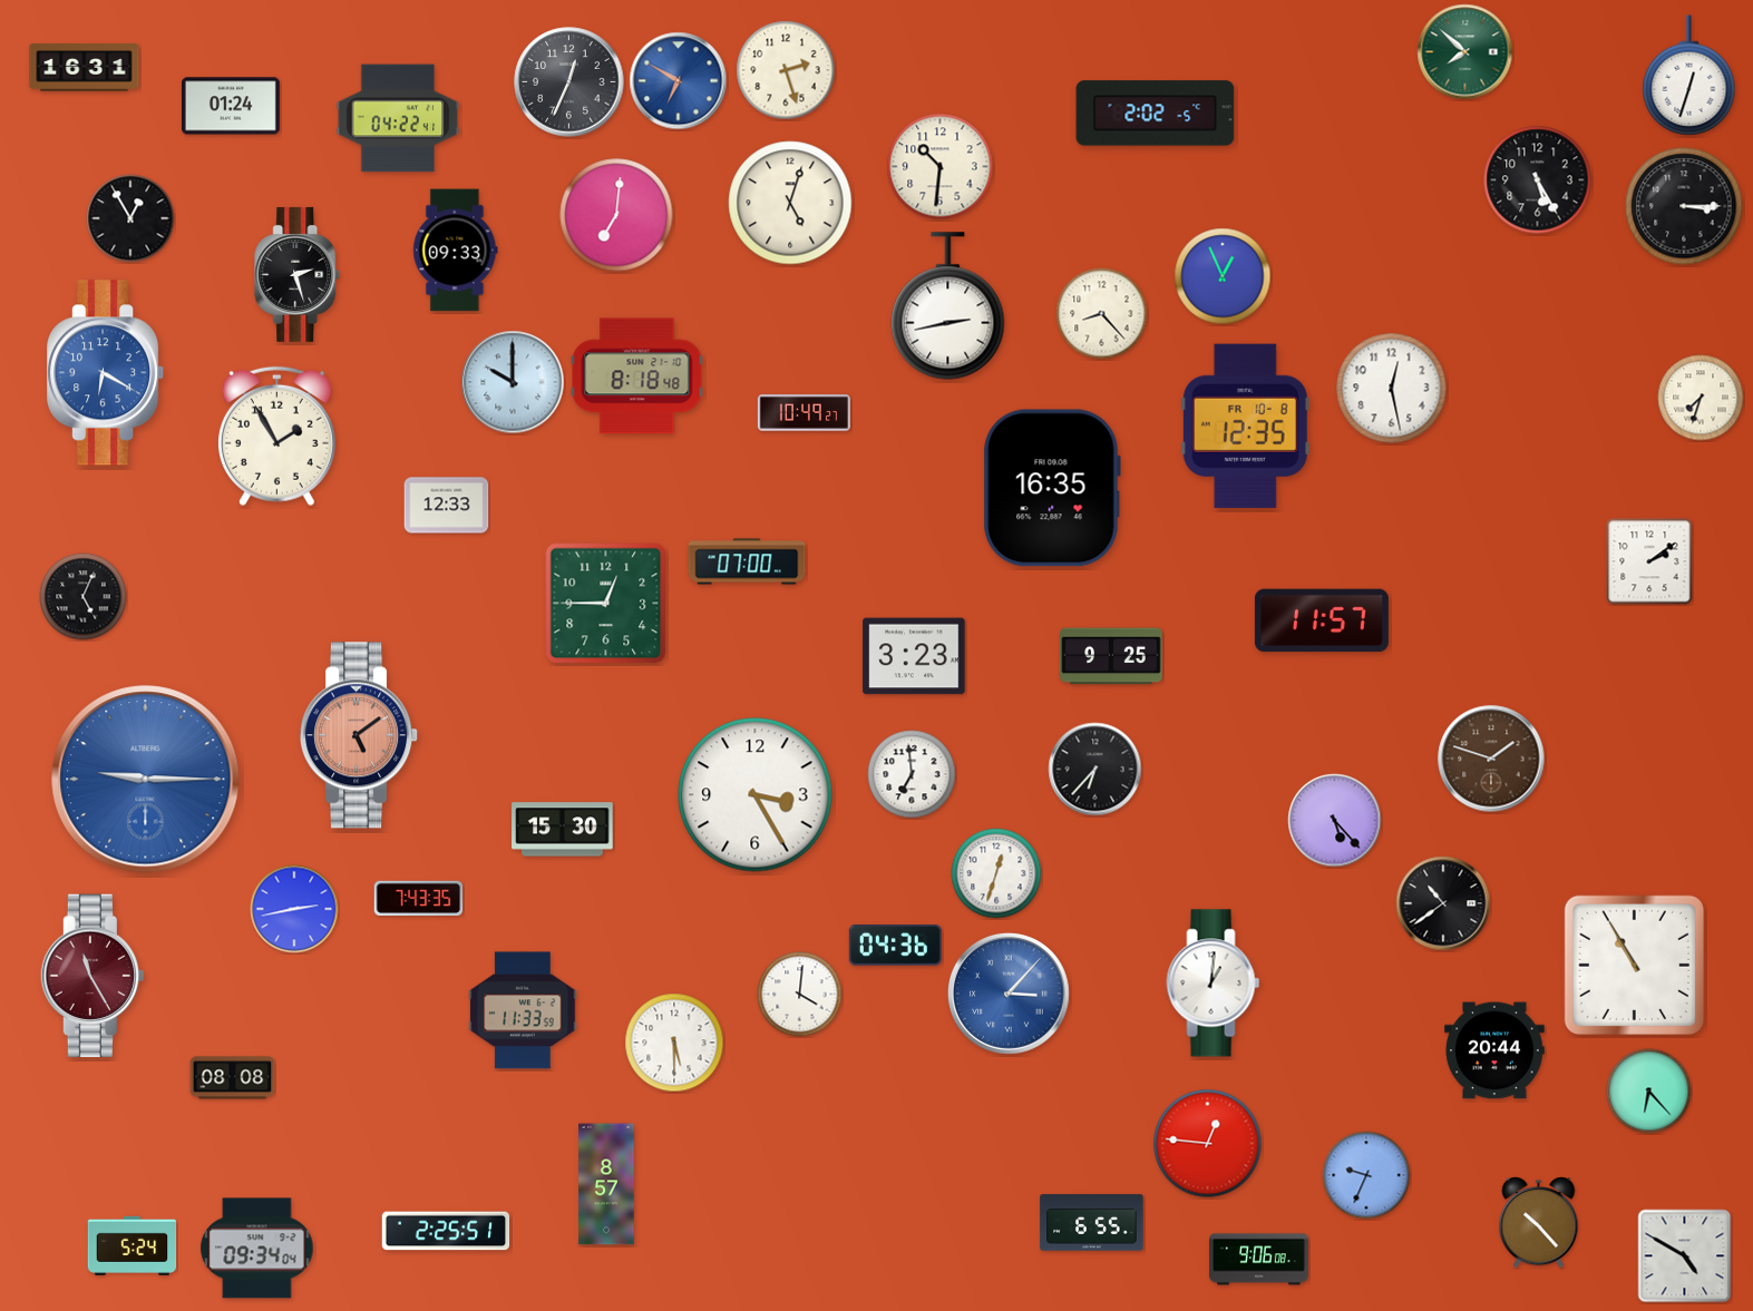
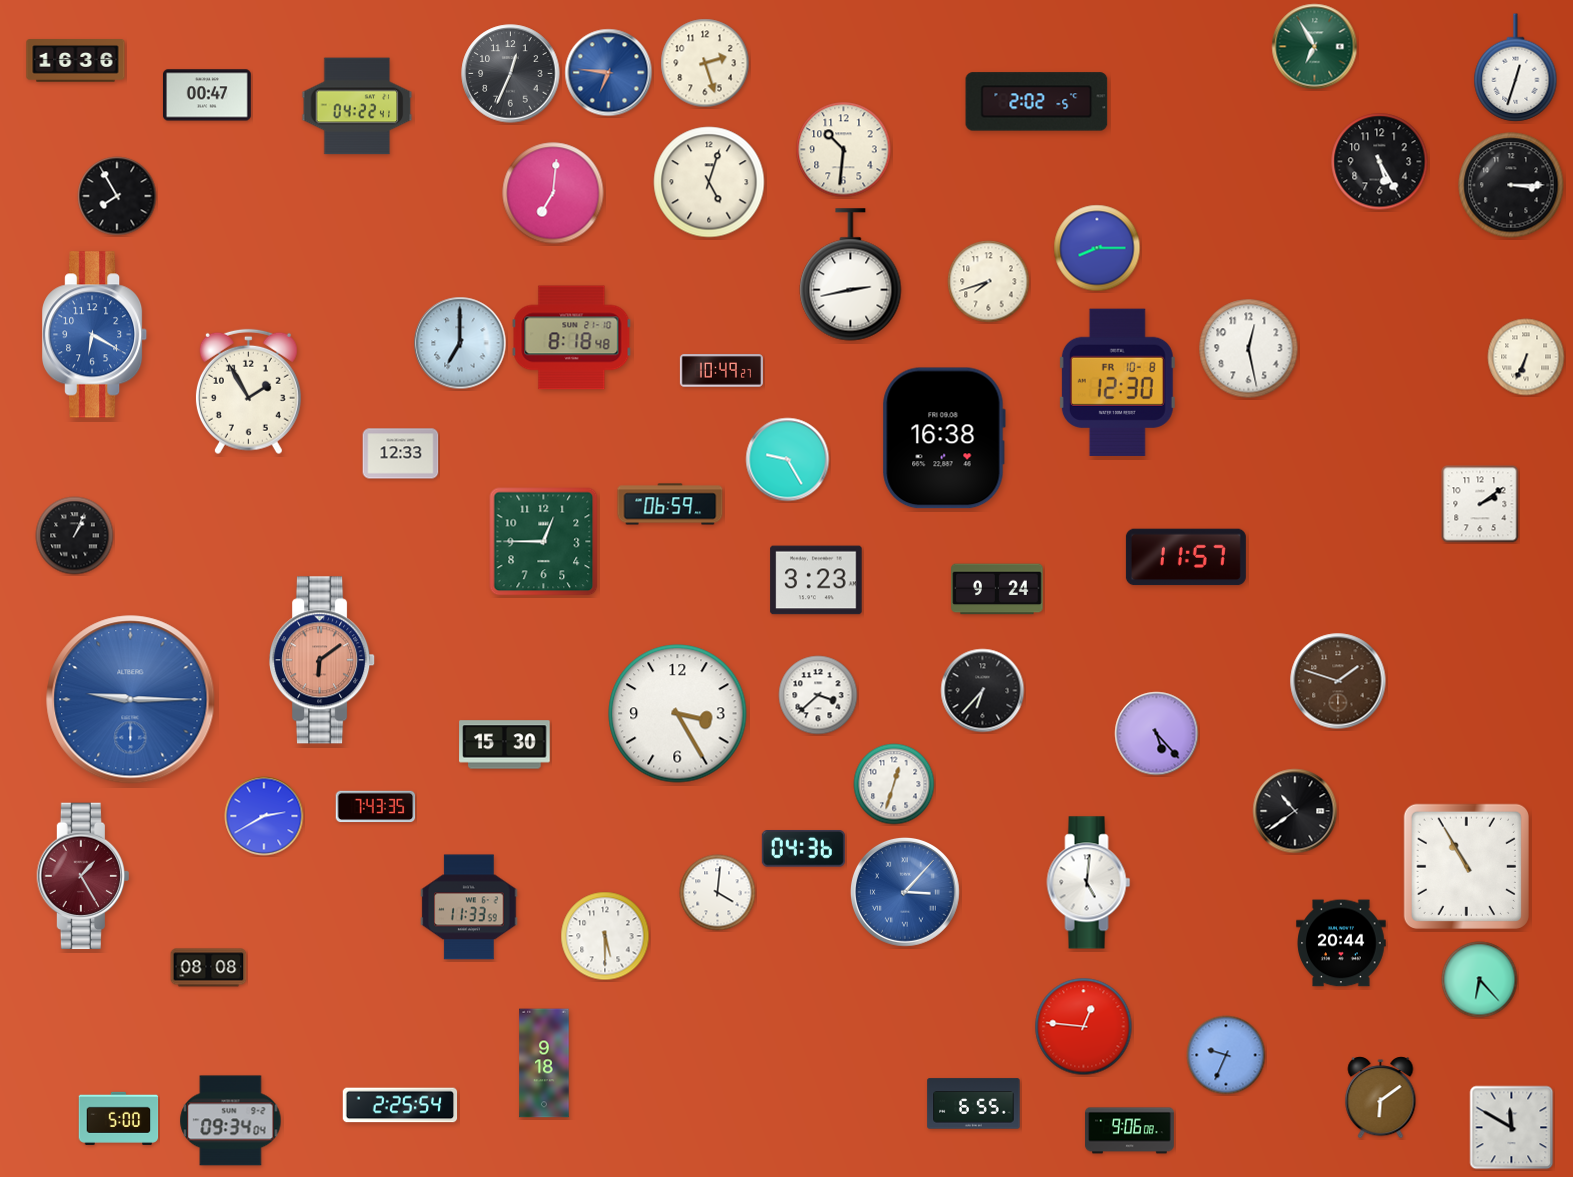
clock at (1465, 52): 7:52 -> 6:55
clock at (85, 68): 16:31 -> 16:36
clock at (679, 81): 6:50 -> 6:46
clock at (231, 106): 01:24 -> 00:47
clock at (130, 218): 12:55 -> 7:55
clock at (456, 251): 09:33 -> none
clock at (298, 274): 2:27 -> none
clock at (1223, 276): 12:56 -> 8:15
clock at (1102, 314): 8:23 -> 7:42
clock at (513, 382): 10:00 -> 7:00
clock at (1701, 398): 7:33 -> 6:34
clock at (1245, 425): 12:35 -> 12:30
clock at (1052, 488): 16:35 -> 16:38
clock at (788, 460): none -> 9:25
clock at (747, 561): 07:00 -> 06:59
clock at (84, 597): 5:04 -> 1:04
clock at (914, 656) position: (914, 656) -> (816, 580)
clock at (1111, 656): 9:25 -> 9:24
clock at (360, 735): 5:09 -> 6:09
clock at (912, 774): 6:59 -> 3:38
clock at (1335, 821) position: (1335, 821) -> (1157, 734)
clock at (294, 909): 2:43 -> 2:40
clock at (92, 976): 11:25 -> 1:25
clock at (1214, 984): 1:01 -> 5:01
clock at (606, 1184): 8:57 -> 9:18
clock at (1092, 1223) position: (1092, 1223) -> (974, 1104)
clock at (1539, 1223): 10:23 -> 6:09
clock at (446, 1231): 2:25:51 -> 2:25:54
clock at (133, 1245): 5:24 -> 5:00
clock at (1685, 1256): 4:50 -> 11:50
